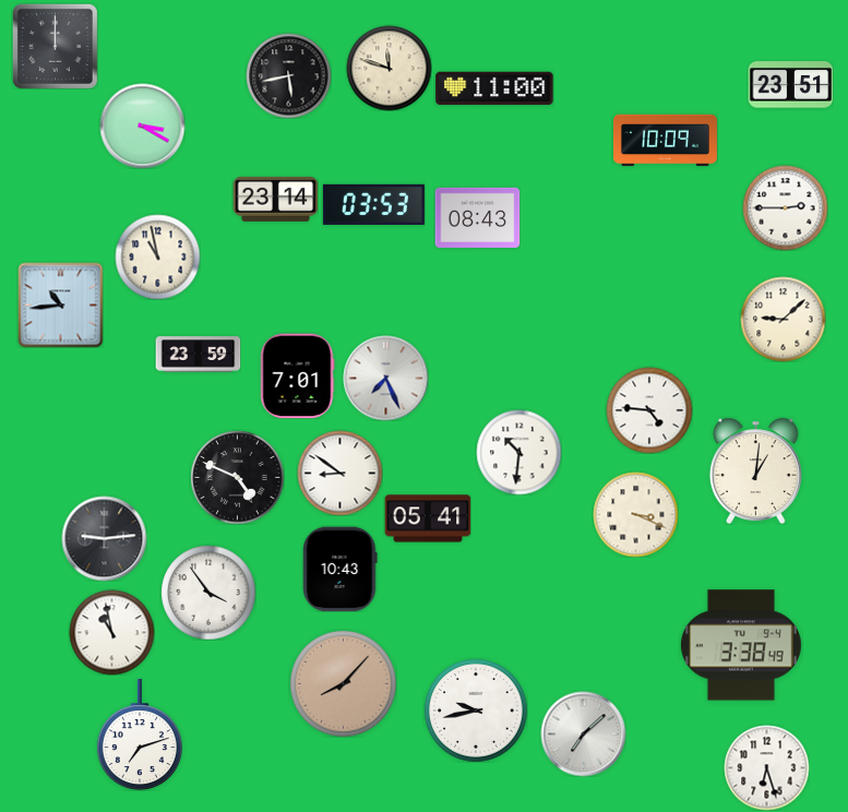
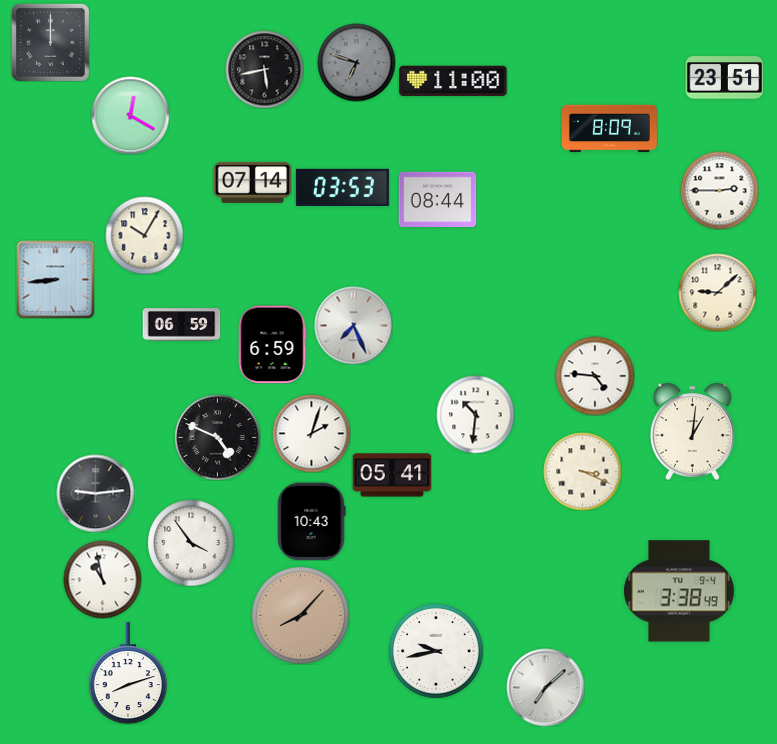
clock at (389, 68): 11:48 -> 6:48
clock at (389, 68) dial: cream -> grey
clock at (142, 126): 3:20 -> 12:20
clock at (665, 141): 10:09 -> 8:09
clock at (275, 199): 23:14 -> 07:14
clock at (477, 217): 08:43 -> 08:44
clock at (157, 256): 10:58 -> 10:05
clock at (60, 304): 10:44 -> 8:44
clock at (198, 355): 23:59 -> 06:59
clock at (297, 375): 7:01 -> 6:59
clock at (385, 378) position: (385, 378) -> (353, 325)
clock at (339, 473): 8:51 -> 2:03
clock at (343, 683) position: (343, 683) -> (300, 615)
clock at (583, 733) position: (583, 733) -> (545, 687)
clock at (140, 735): 7:12 -> 8:12
clock at (766, 767): 6:27 -> none
